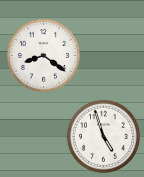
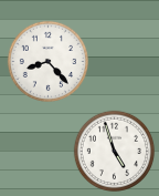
clock at (43, 55): 8:21 -> 8:23
